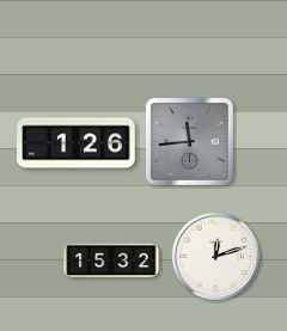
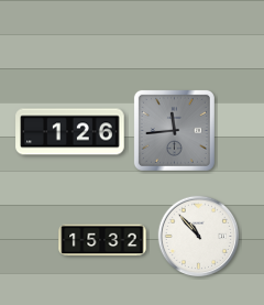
clock at (216, 257): 12:12 -> 10:53
